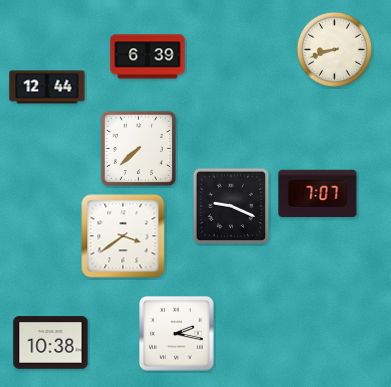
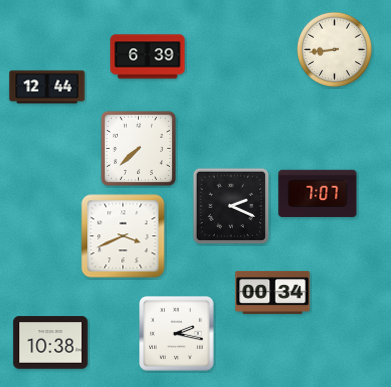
clock at (334, 49): 8:42 -> 8:44
clock at (231, 206): 9:19 -> 2:19
clock at (123, 236): 3:39 -> 3:41
clock at (273, 292): none -> 00:34
